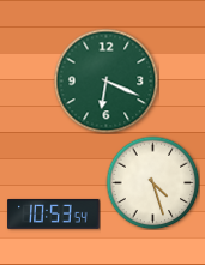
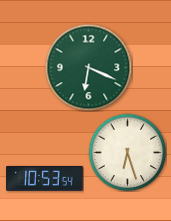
clock at (152, 182): 4:27 -> 6:27
